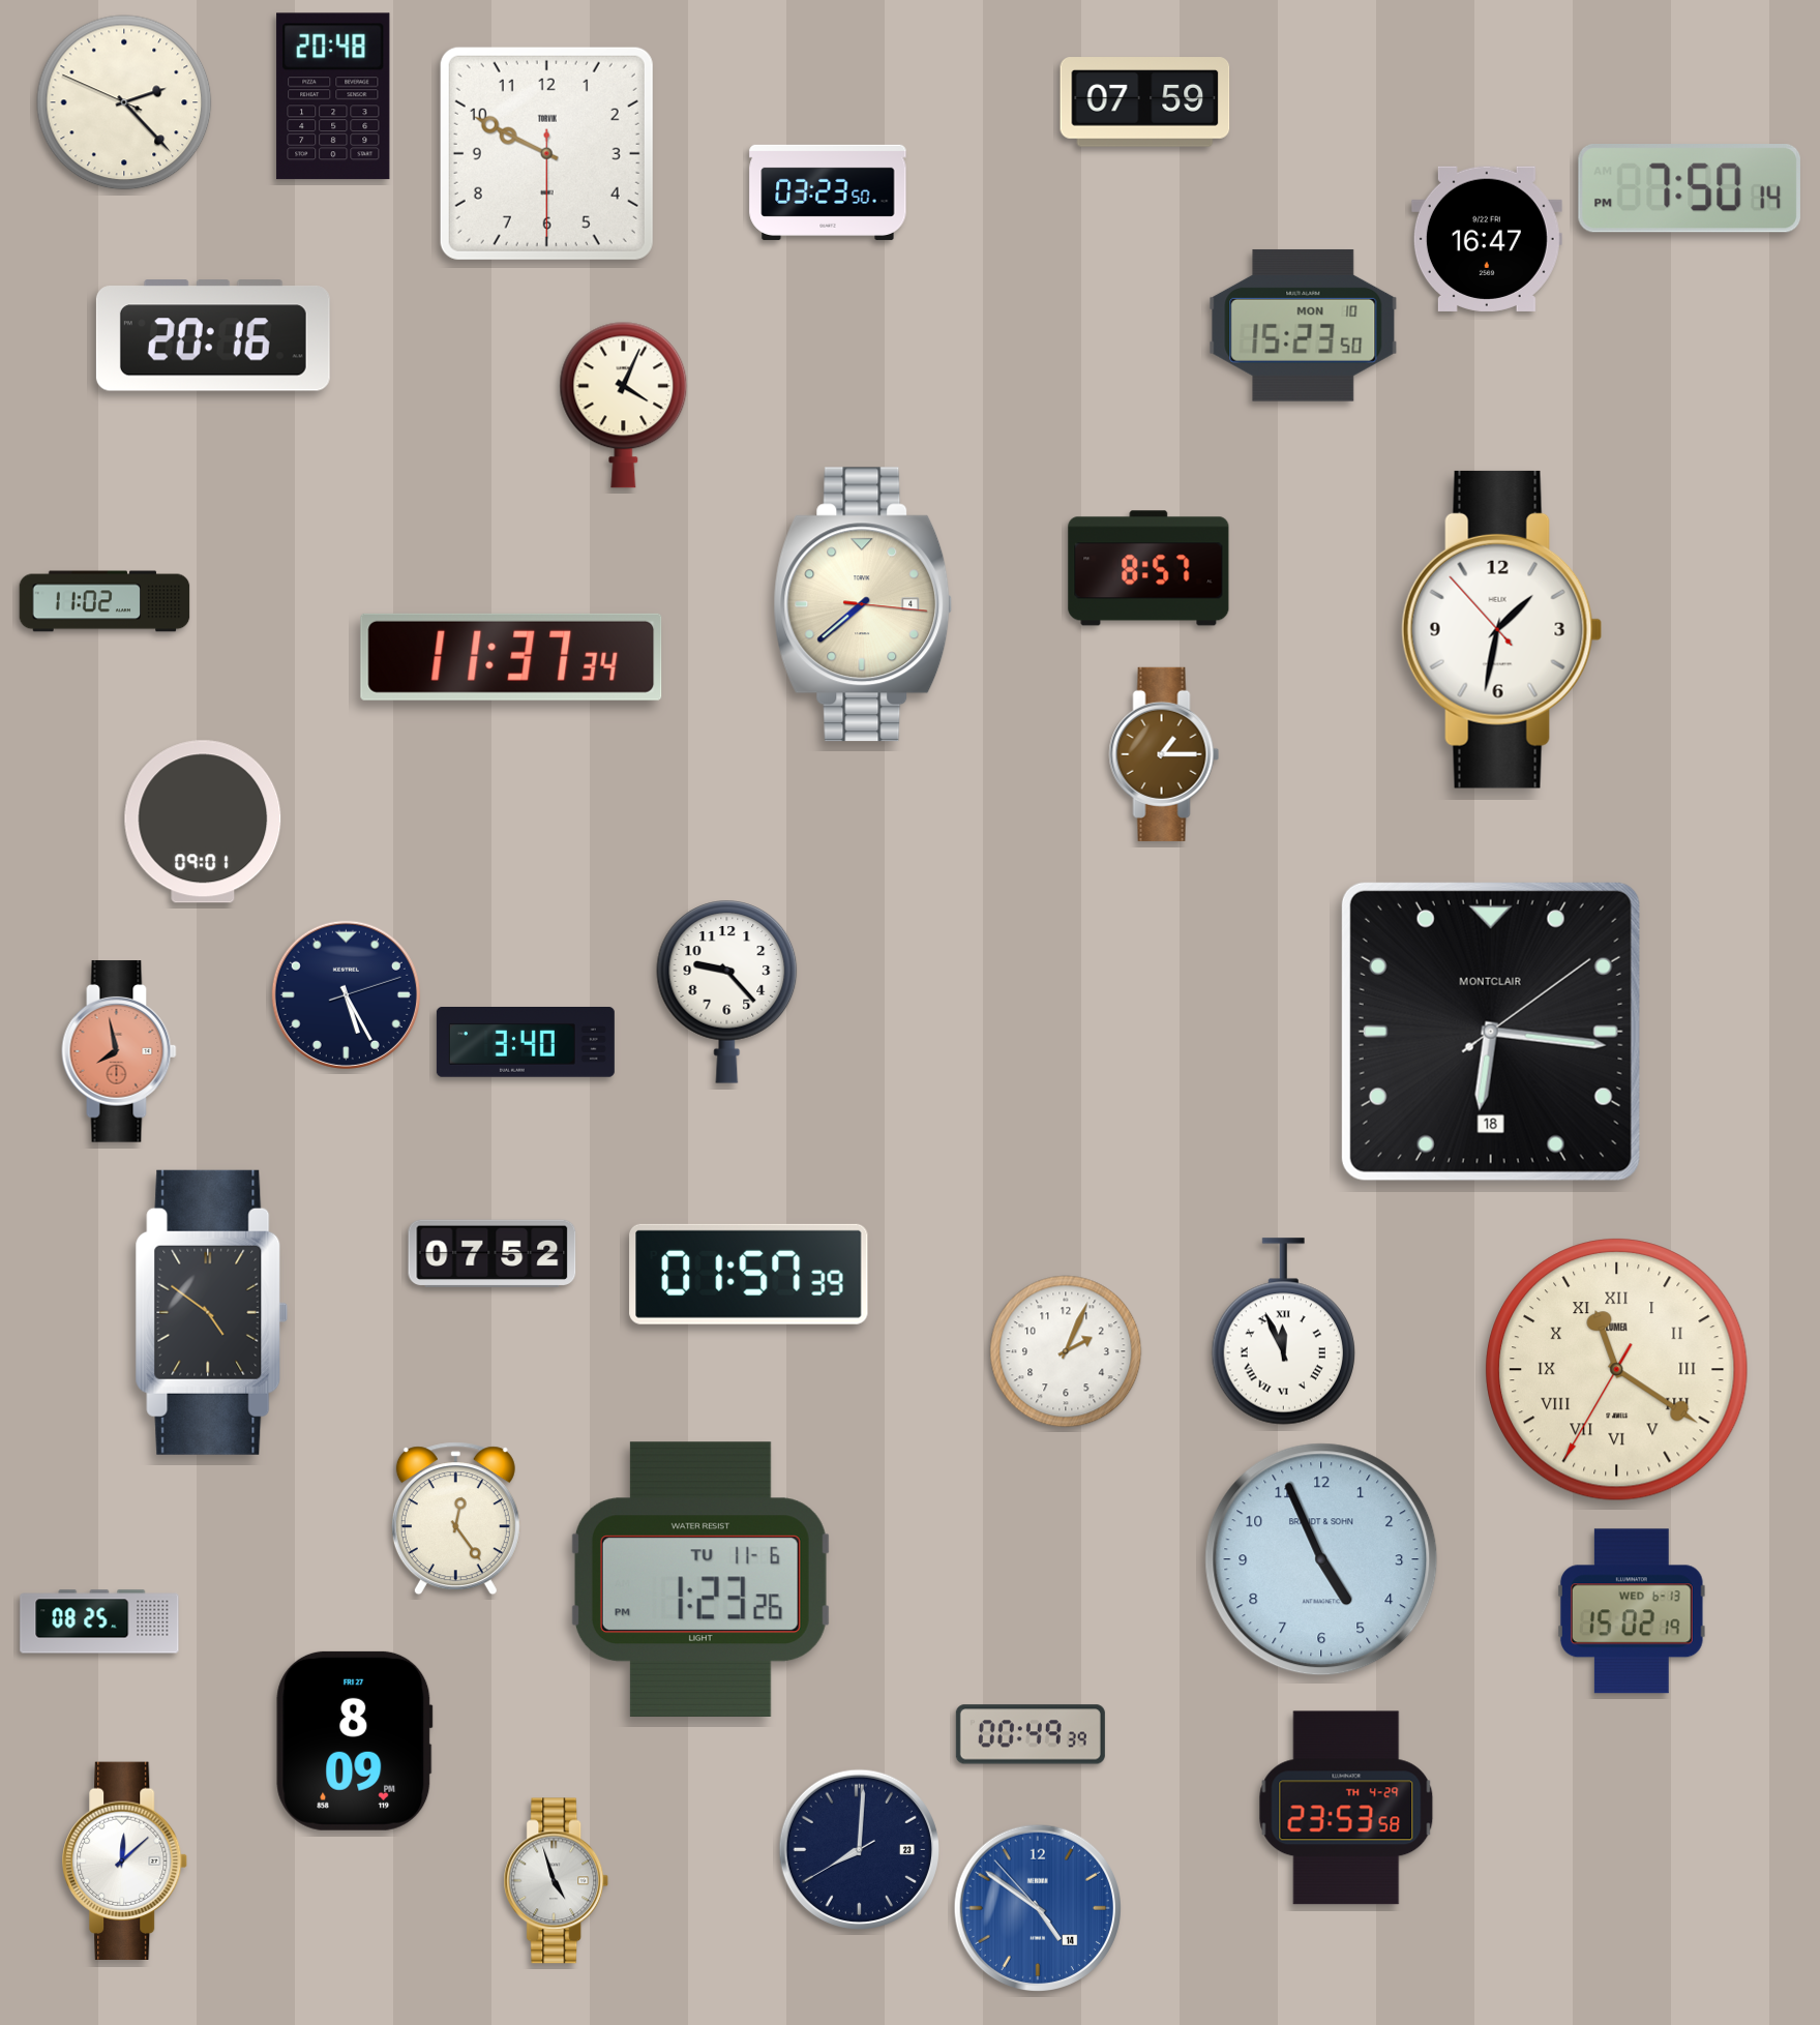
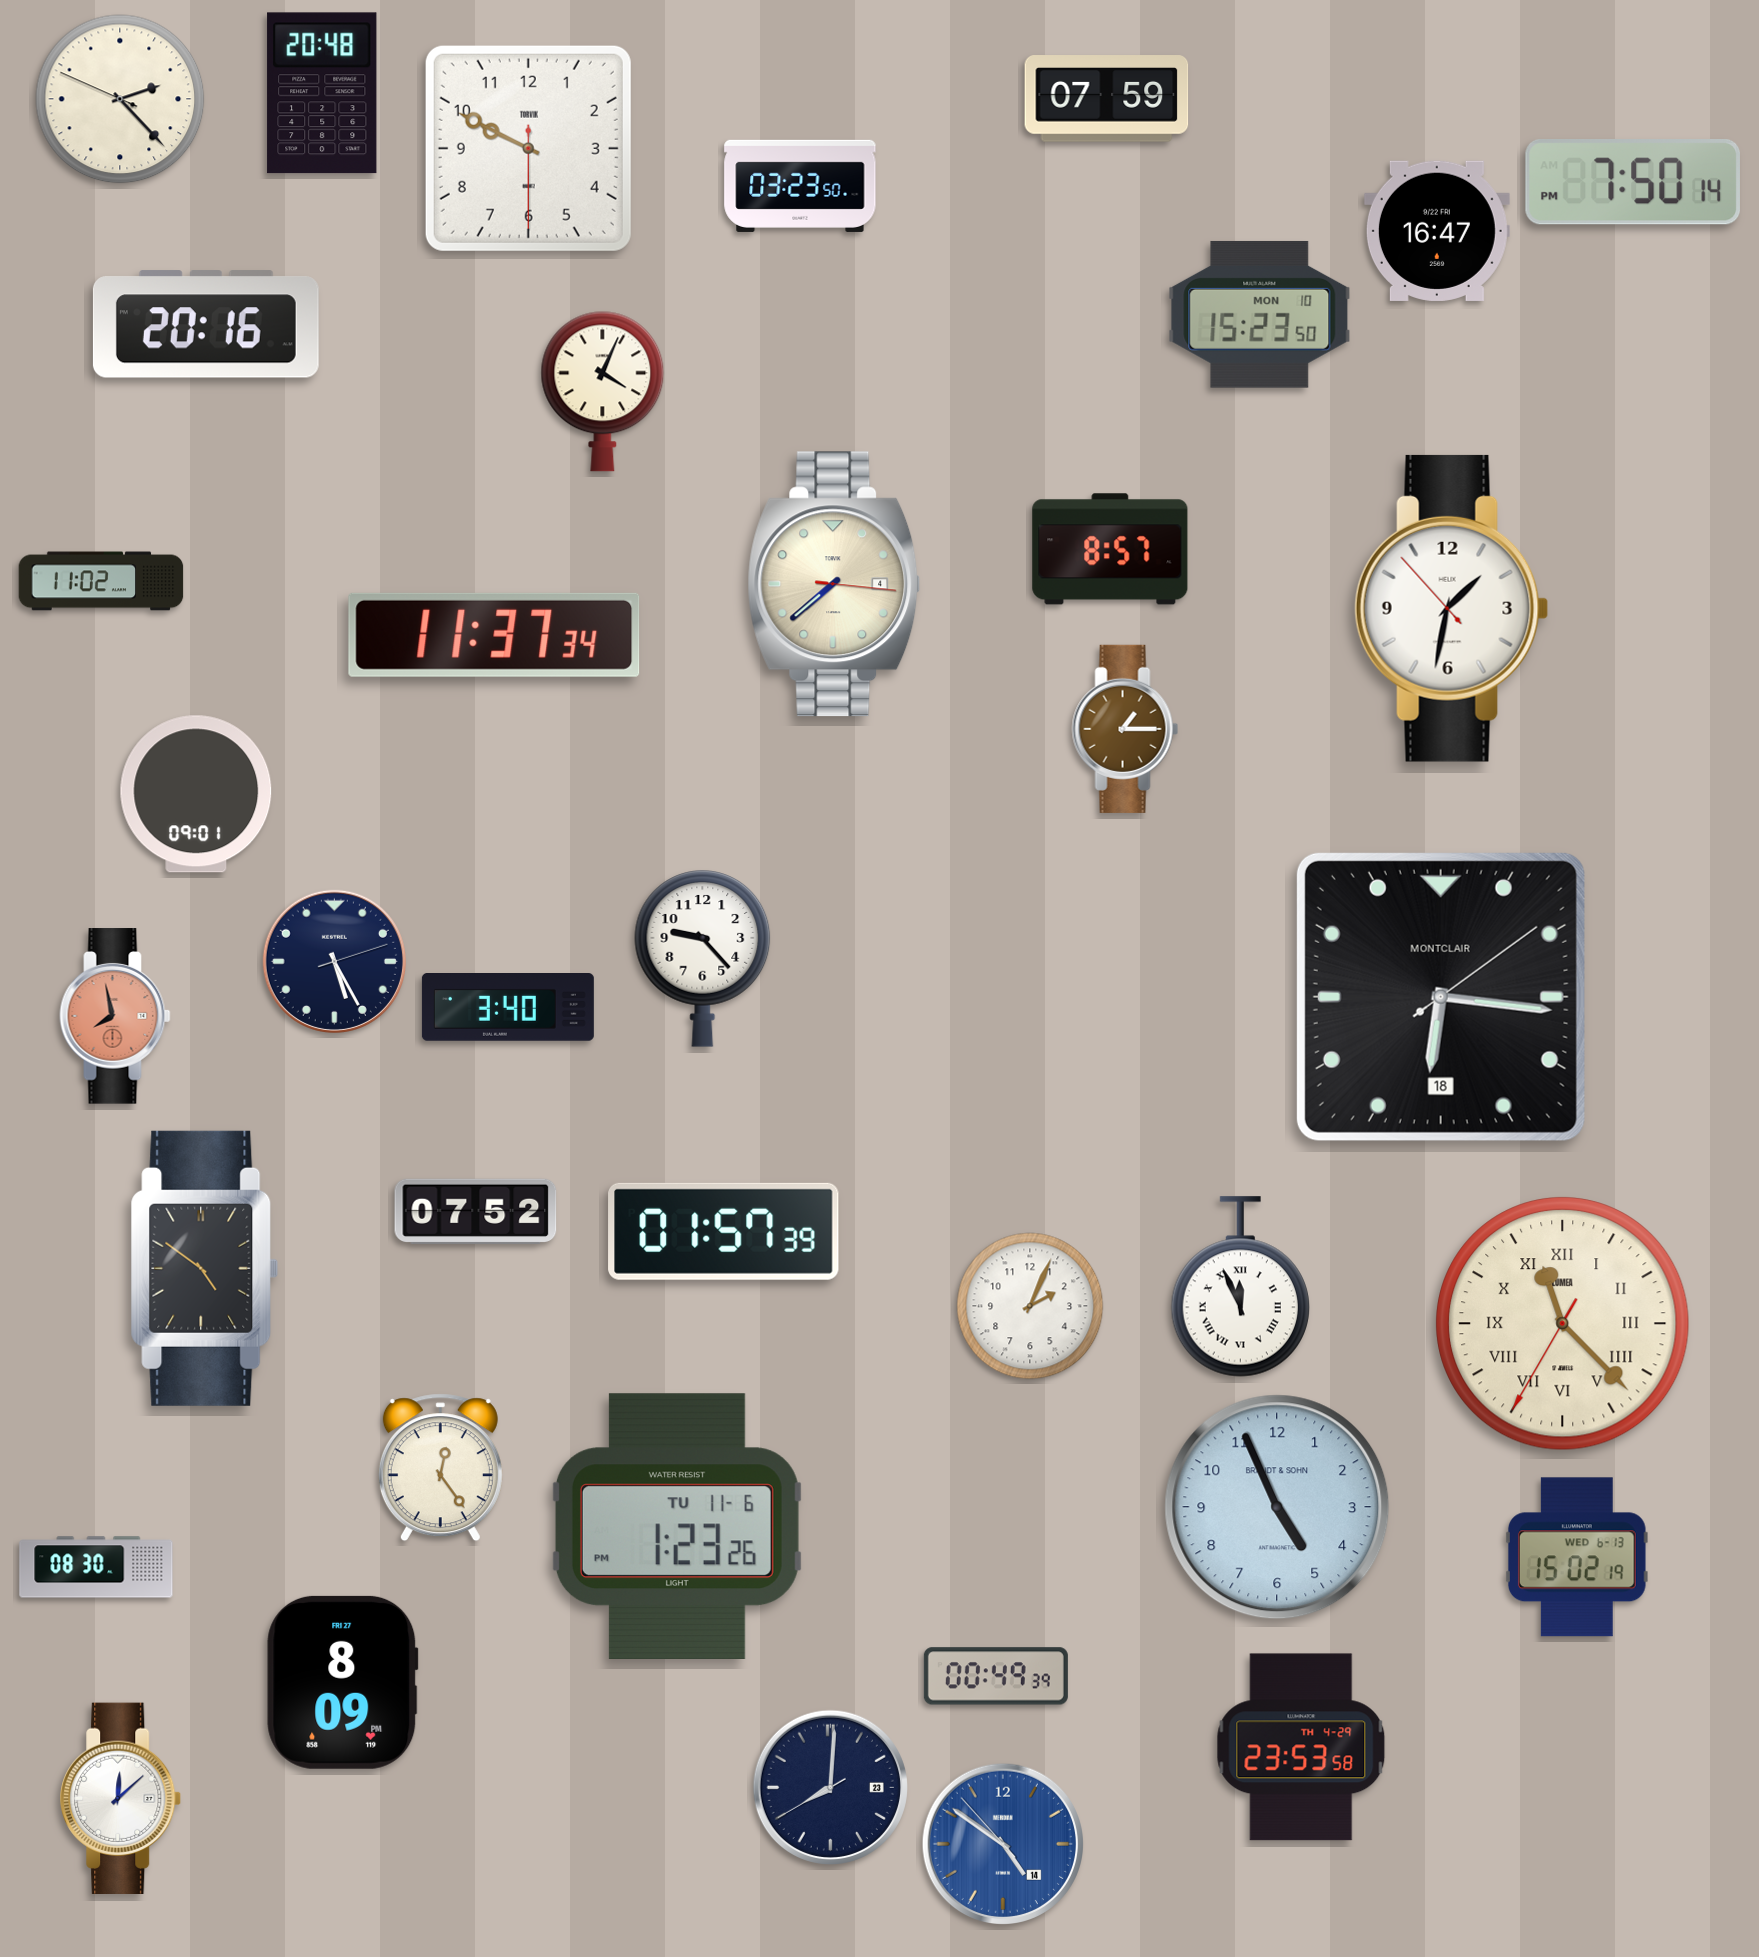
clock at (1617, 1370): 11:20 -> 11:22
clock at (99, 1621): 08:25 -> 08:30
clock at (557, 1881): 4:57 -> none
